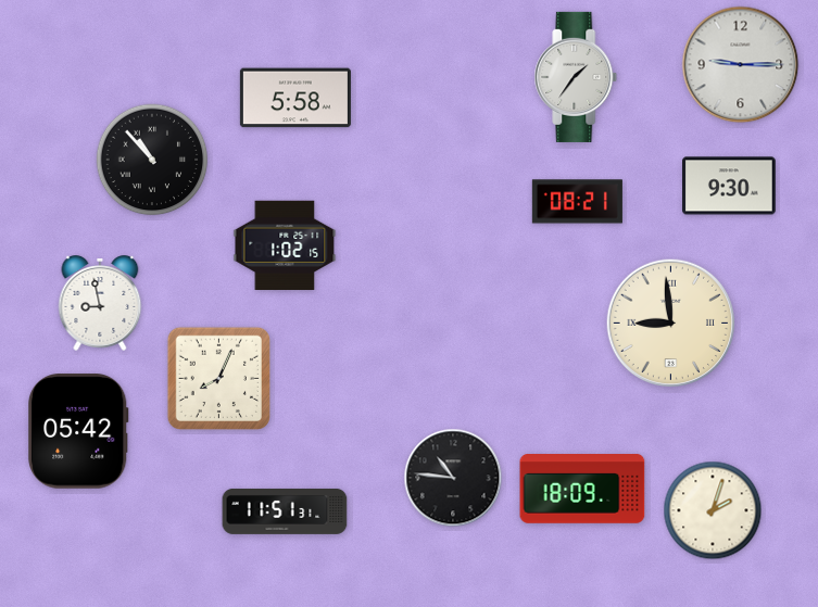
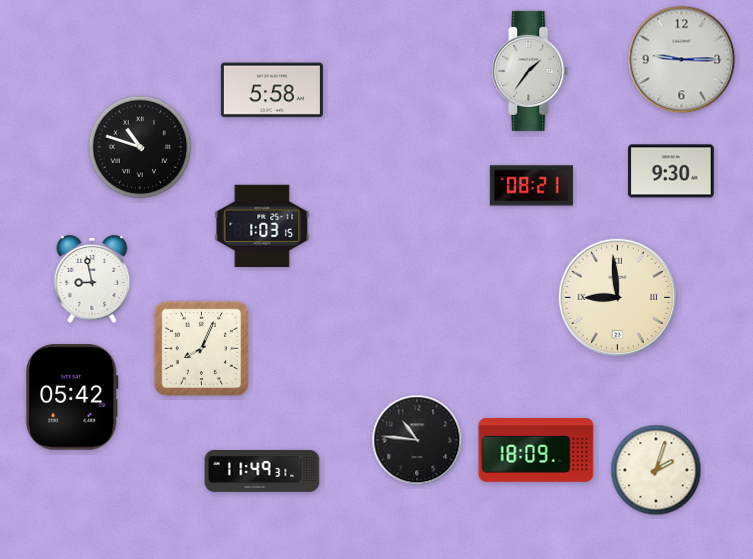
clock at (152, 160): 10:53 -> 10:48
clock at (285, 244): 1:02 -> 1:03
clock at (285, 511): 11:51 -> 11:49
